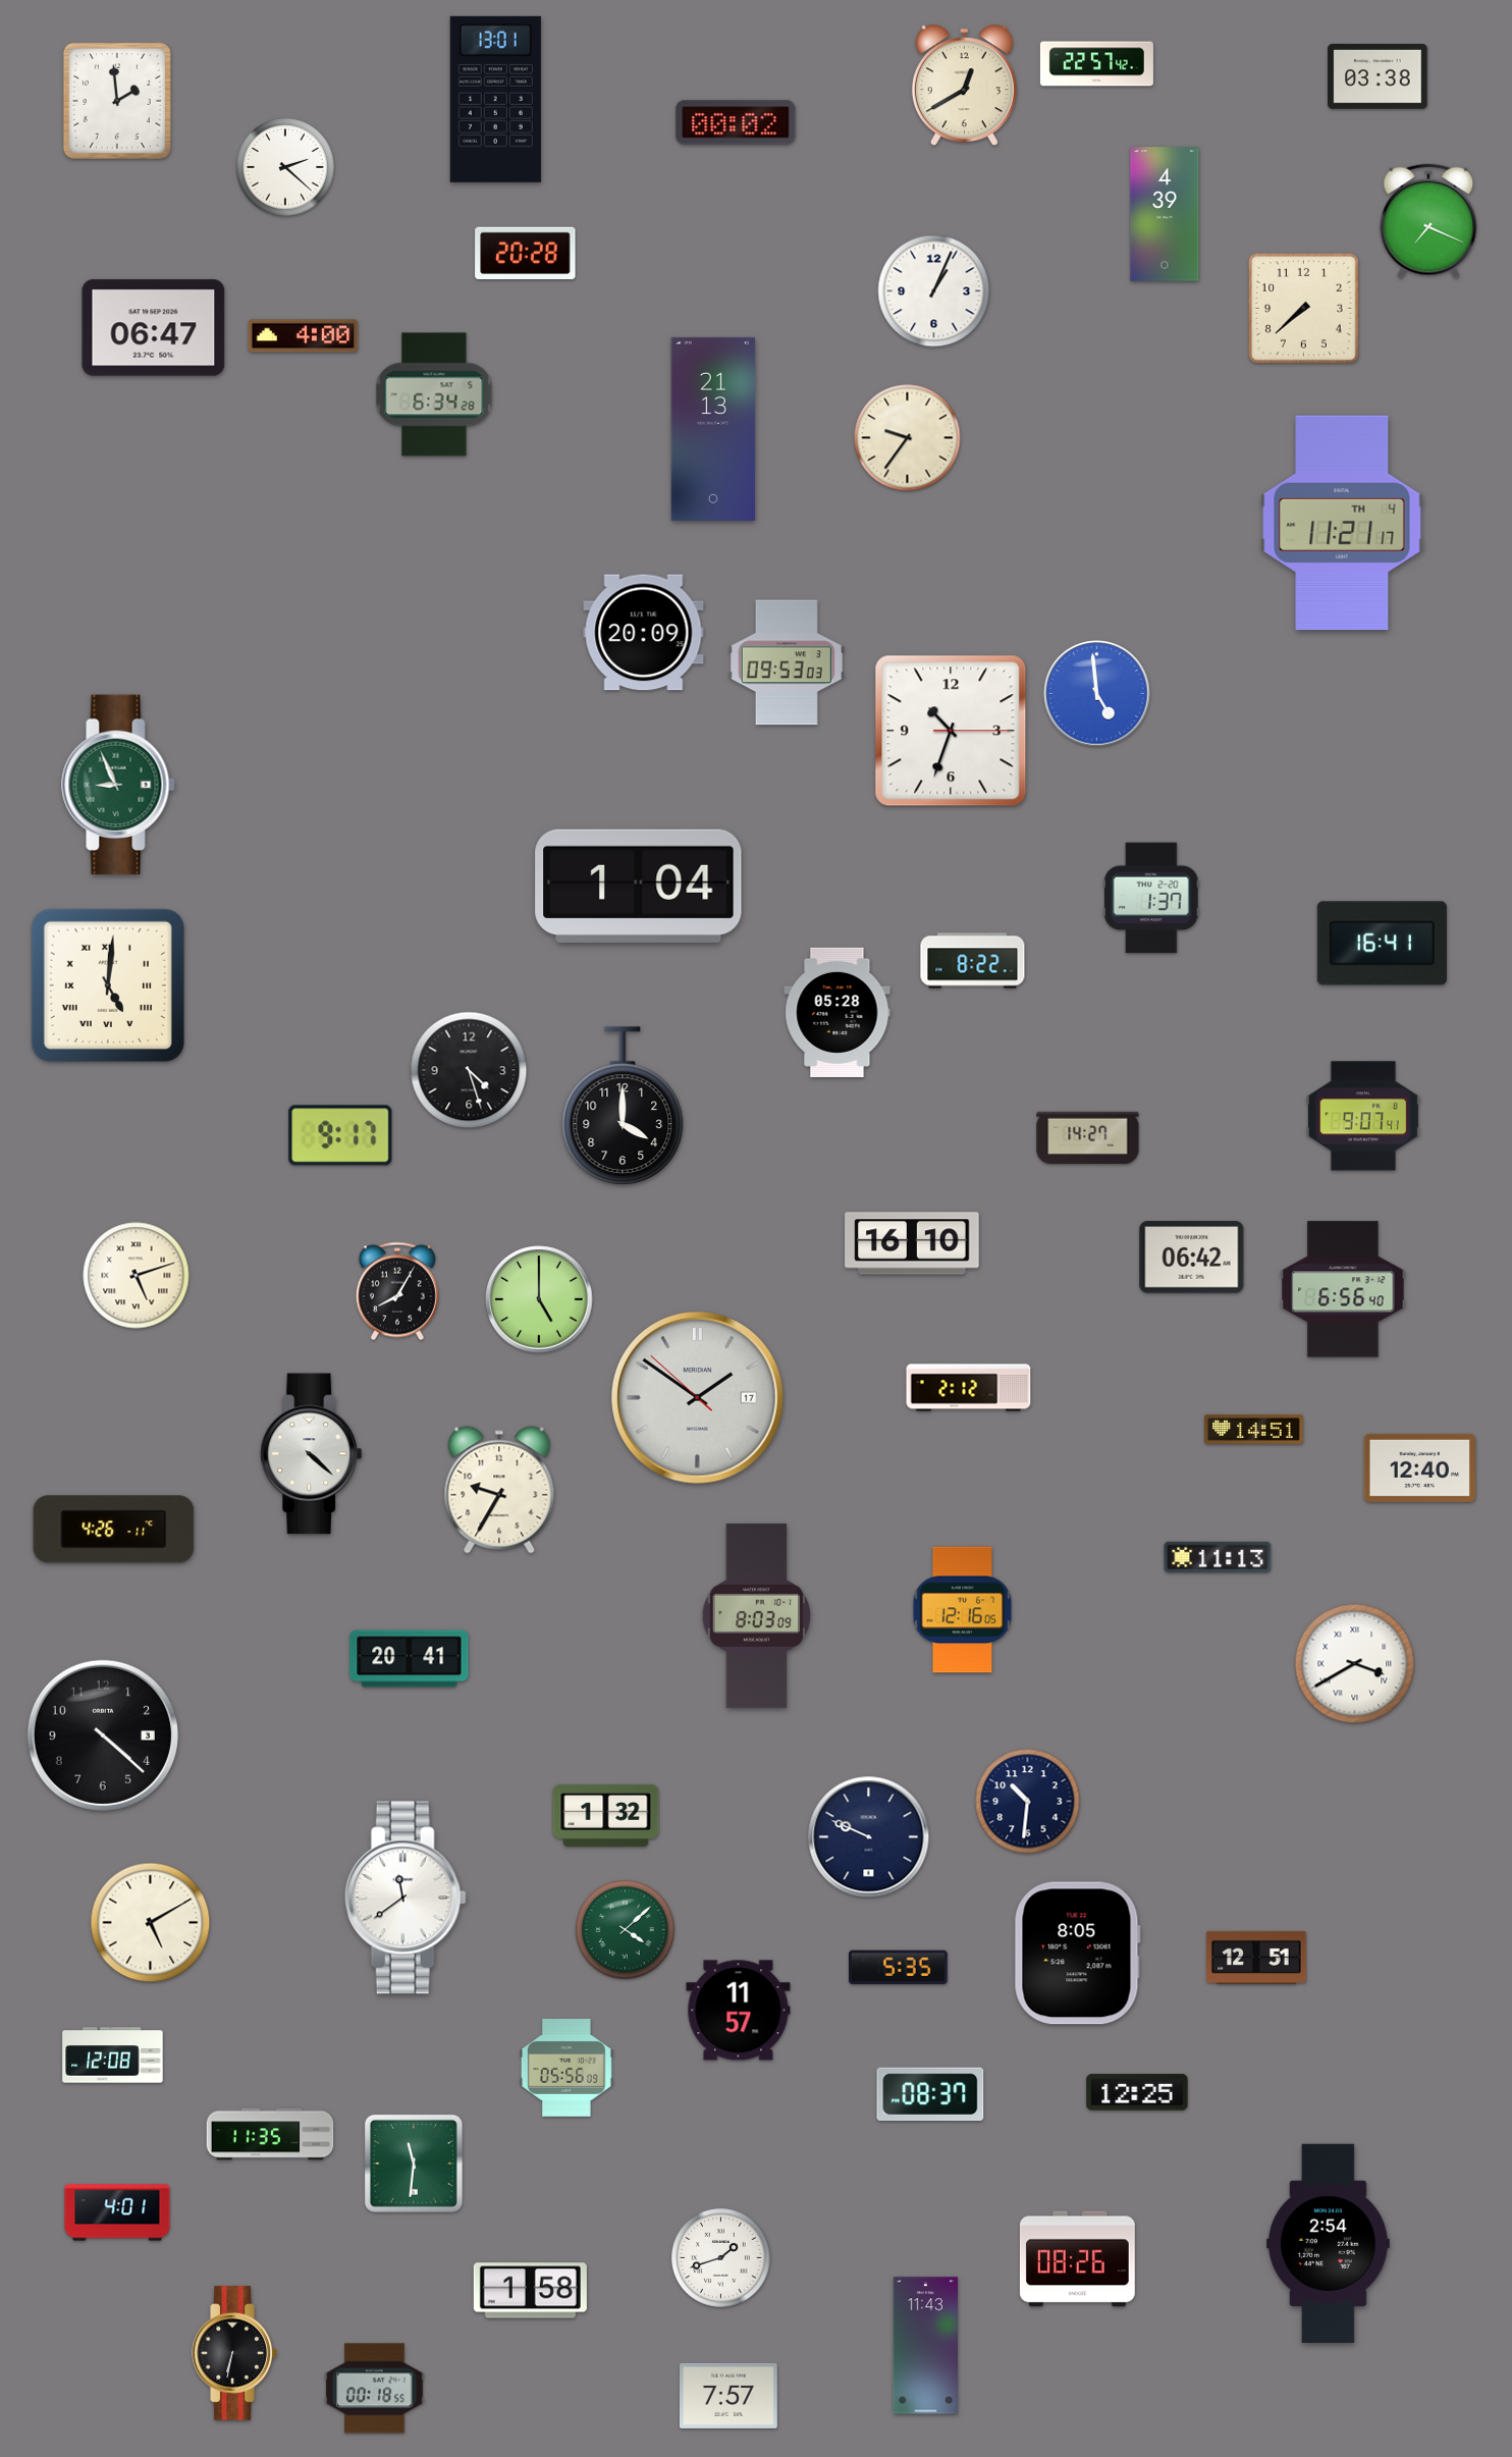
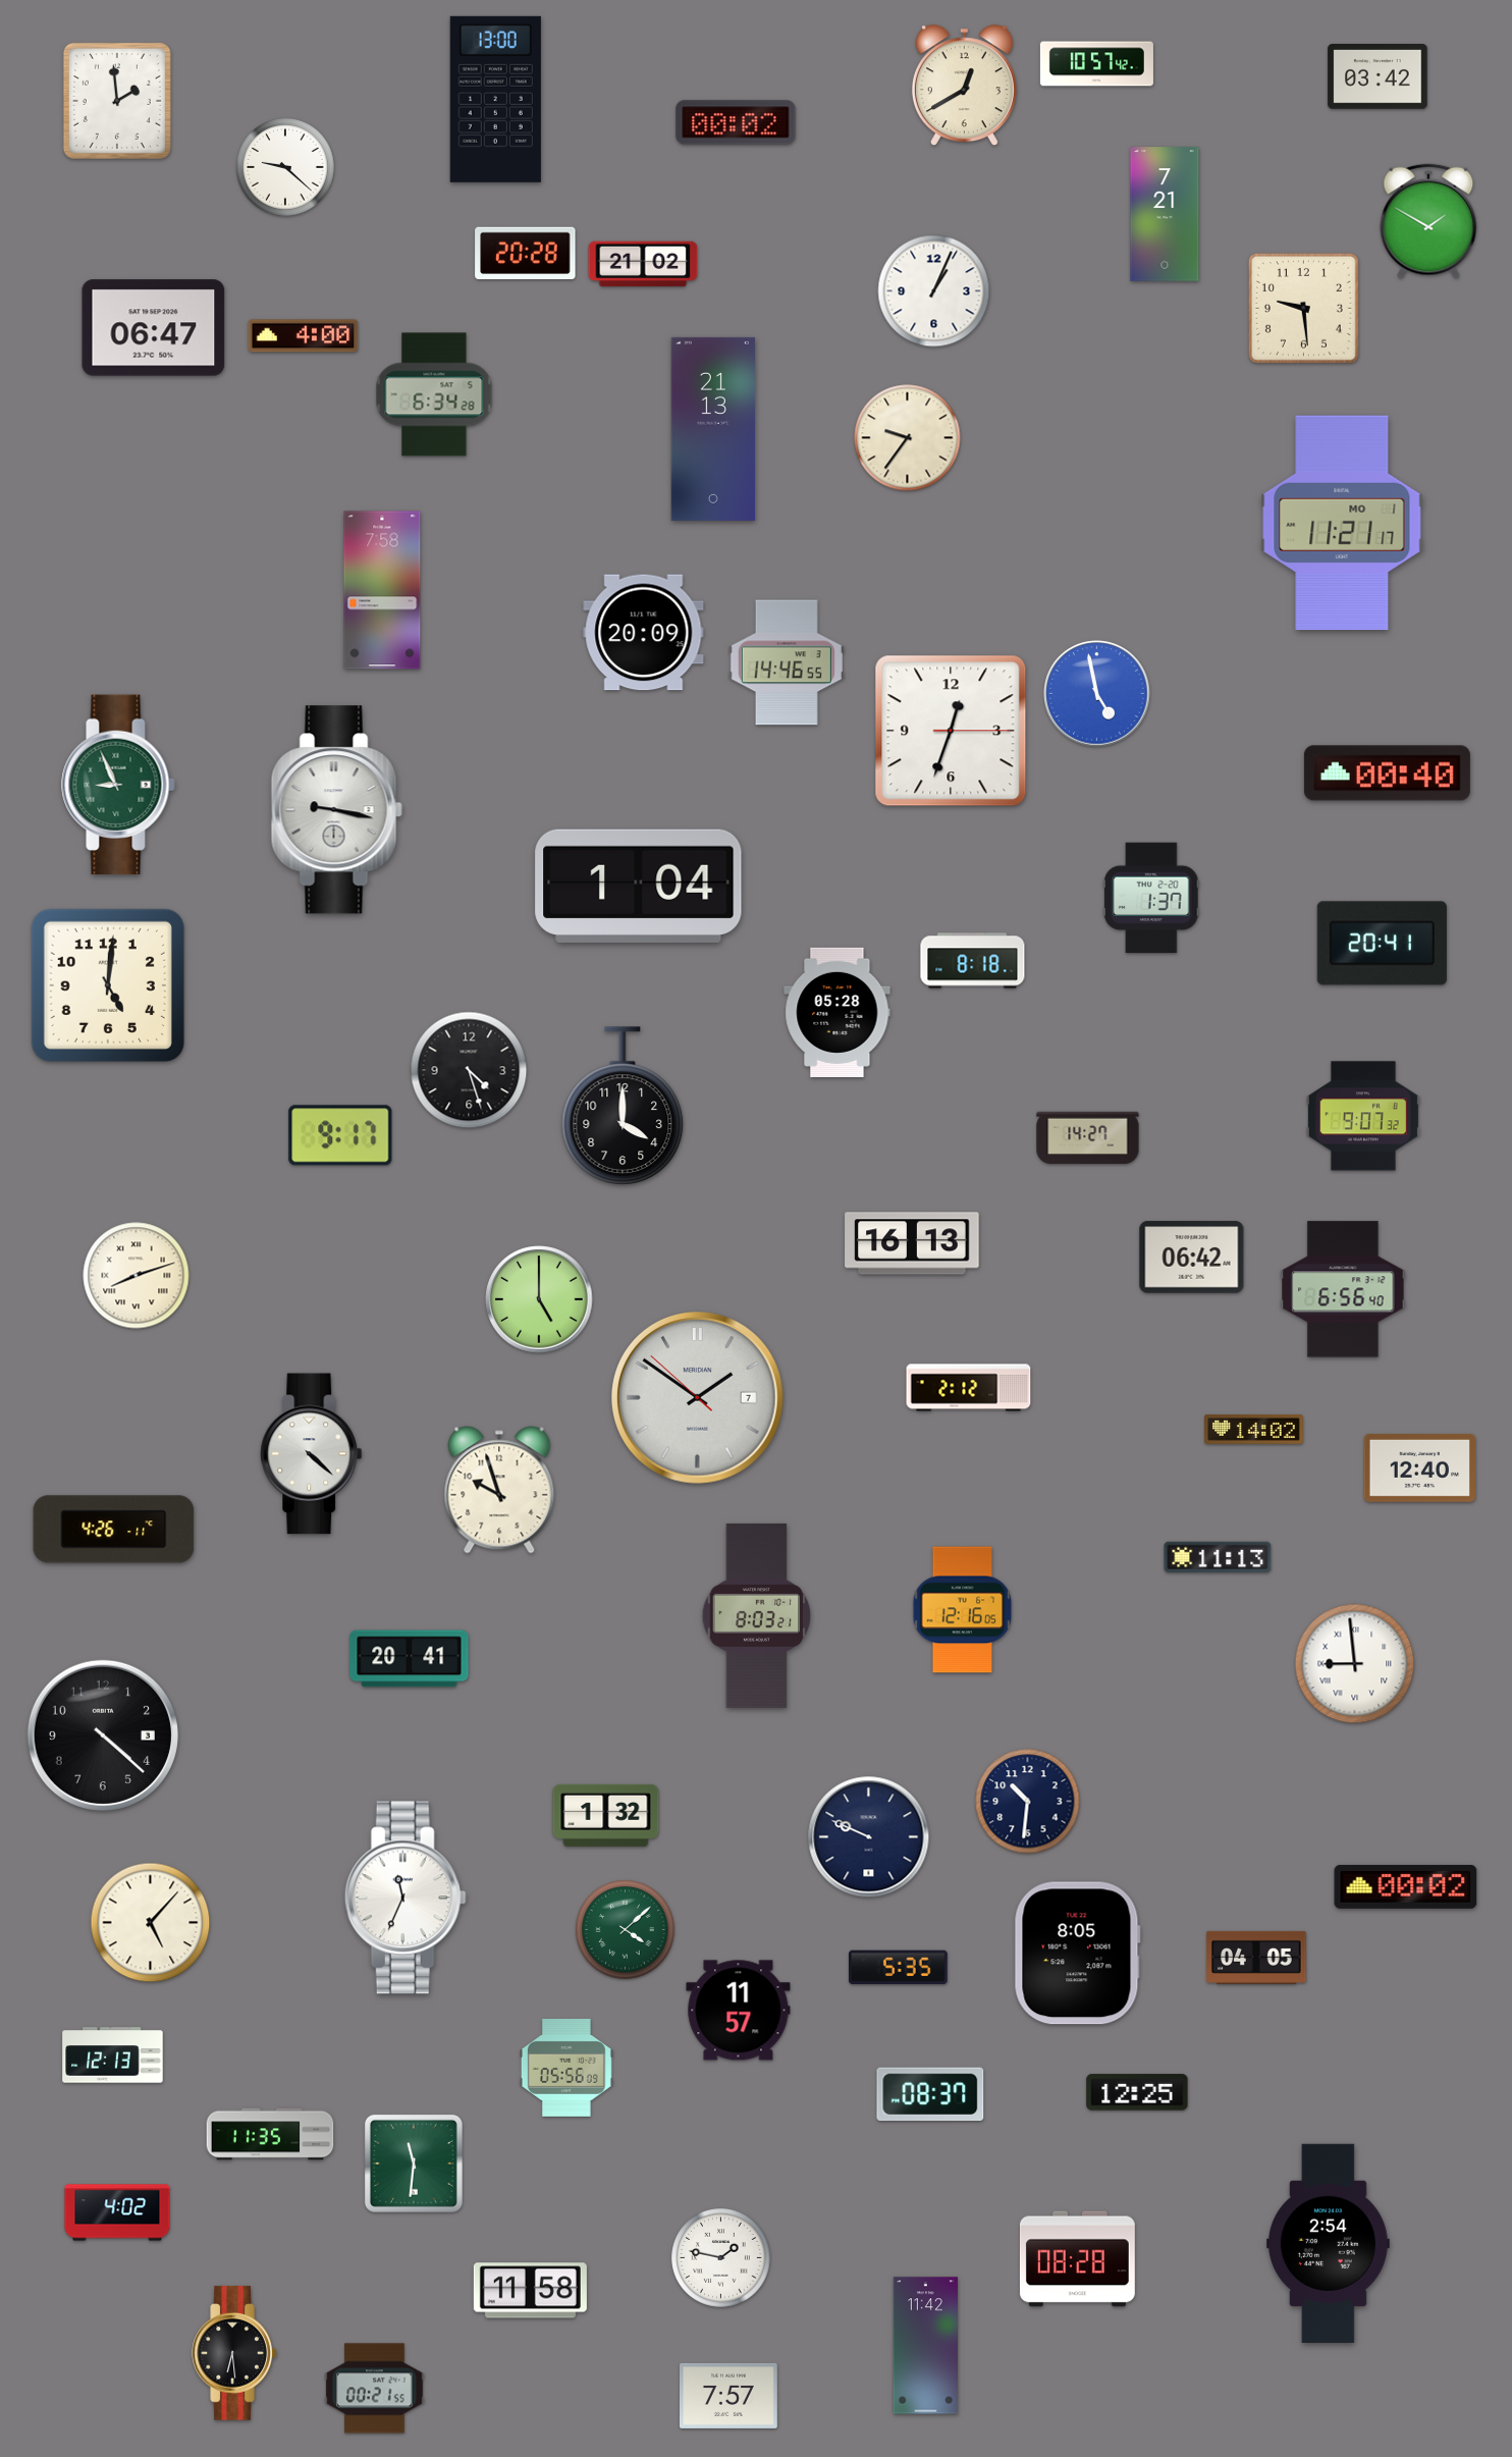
clock at (1096, 64): 22:57 -> 10:57
clock at (1378, 77): 03:38 -> 03:42
clock at (495, 99): 13:01 -> 13:00
clock at (286, 168): 2:22 -> 9:22
clock at (1165, 214): 4:39 -> 7:21
clock at (1428, 221): 7:19 -> 1:50
clock at (643, 264): none -> 21:02
clock at (1303, 308): 7:38 -> 9:29
clock at (1342, 523) date: TH 4 -> MO 1
clock at (382, 590): none -> 7:58
clock at (787, 662): 09:53 -> 14:46
clock at (1097, 694): 4:59 -> 4:58
clock at (951, 731): 10:33 -> 12:33
clock at (1387, 773): none -> 00:40
clock at (336, 810): none -> 9:17
clock at (1382, 944): 16:41 -> 20:41
clock at (973, 961): 8:22 -> 8:18
clock at (108, 985) numerals: Roman -> Arabic
clock at (1363, 1116): 9:07:41 -> 9:07:32
clock at (912, 1243): 16:10 -> 16:13
clock at (137, 1276): 5:12 -> 8:12
clock at (397, 1291): 8:05 -> none
clock at (698, 1398) date: 17 -> 7
clock at (1254, 1430): 14:51 -> 14:02
clock at (499, 1490): 9:35 -> 9:57
clock at (757, 1615): 8:03:09 -> 8:03:21
clock at (1355, 1664): 3:40 -> 8:59
clock at (1406, 1886): none -> 00:02
clock at (406, 1898): 11:39 -> 11:34
clock at (151, 1923): 5:10 -> 5:07
clock at (1256, 1958): 12:51 -> 04:05
clock at (113, 2055): 12:08 -> 12:13
clock at (117, 2212): 4:01 -> 4:02
clock at (721, 2258): 1:42 -> 1:47
clock at (1077, 2259): 08:26 -> 08:28
clock at (530, 2291): 1:58 -> 11:58
clock at (925, 2346): 11:43 -> 11:42
clock at (234, 2353): 6:32 -> 6:29
clock at (375, 2389): 00:18 -> 00:21
